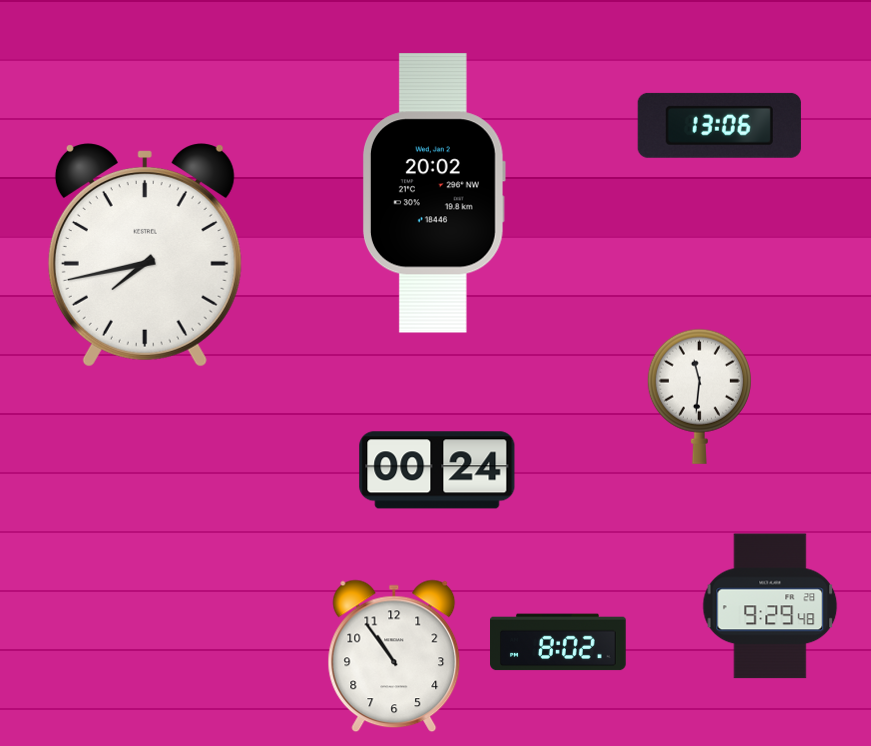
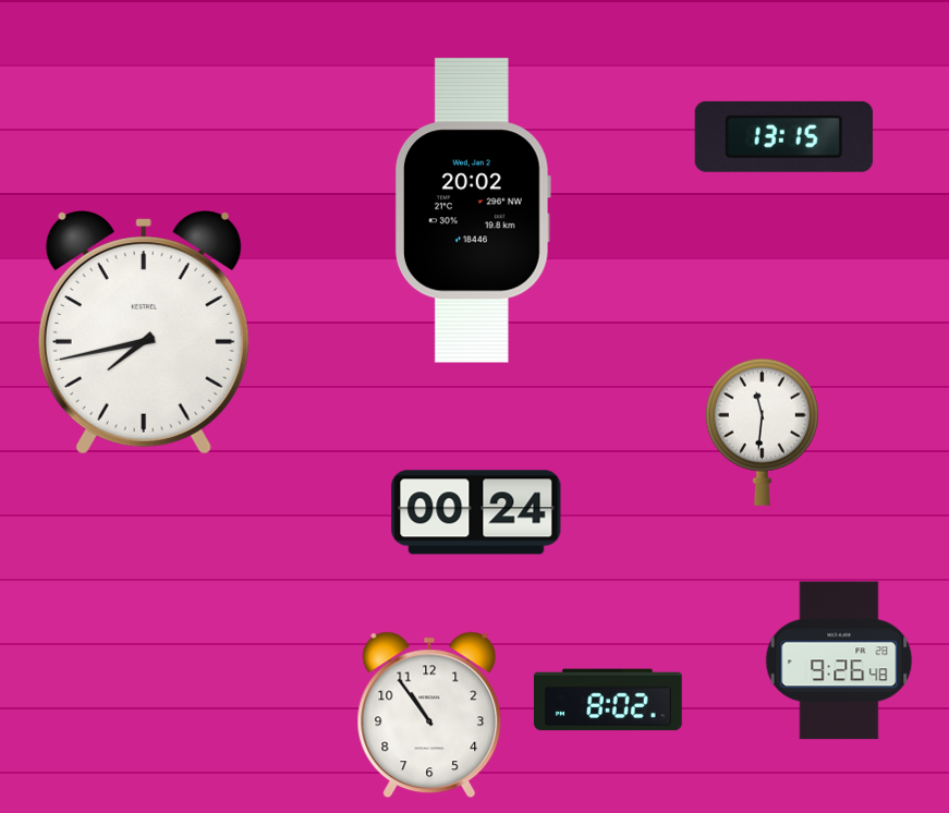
clock at (719, 125): 13:06 -> 13:15
clock at (145, 255) position: (145, 255) -> (144, 332)
clock at (770, 606): 9:29 -> 9:26
